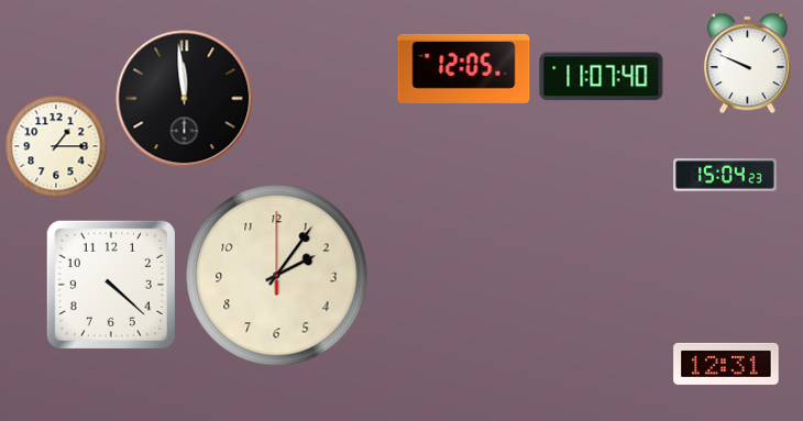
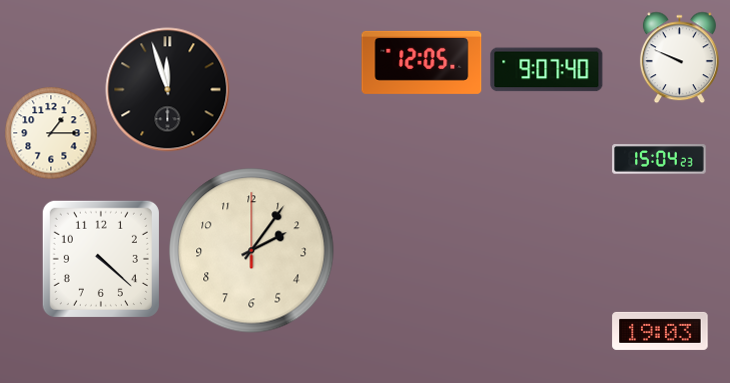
clock at (602, 77): 11:07 -> 9:07
clock at (185, 99): 11:59 -> 11:57
clock at (726, 364): 12:31 -> 19:03
